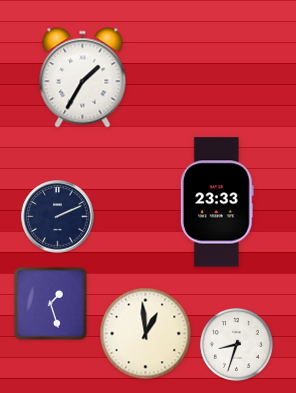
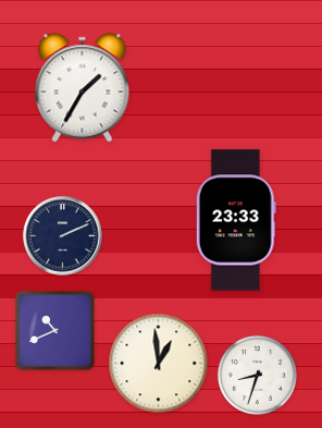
clock at (83, 78) position: (83, 78) -> (83, 88)
clock at (51, 304): 1:27 -> 10:41
